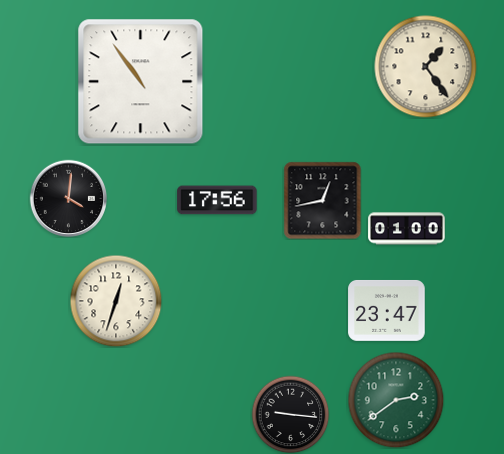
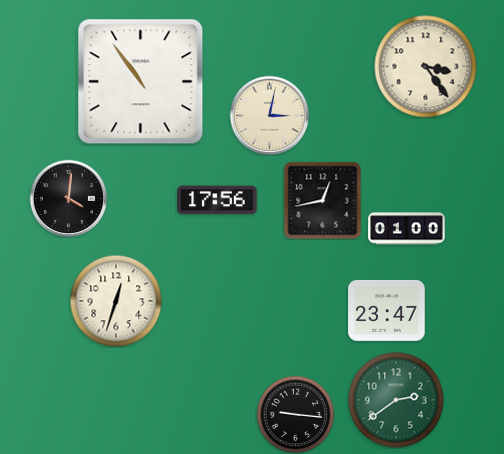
clock at (426, 67): 1:24 -> 3:24
clock at (269, 115): none -> 3:02
clock at (290, 414) position: (290, 414) -> (295, 414)
